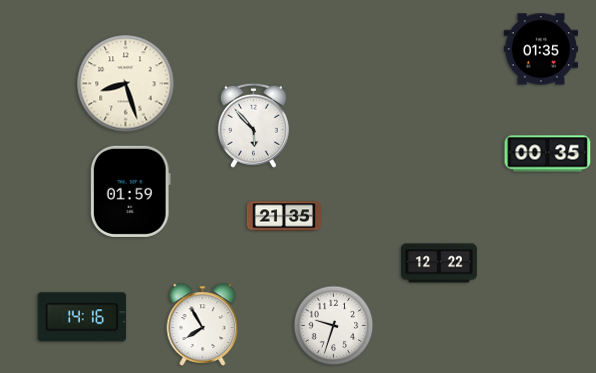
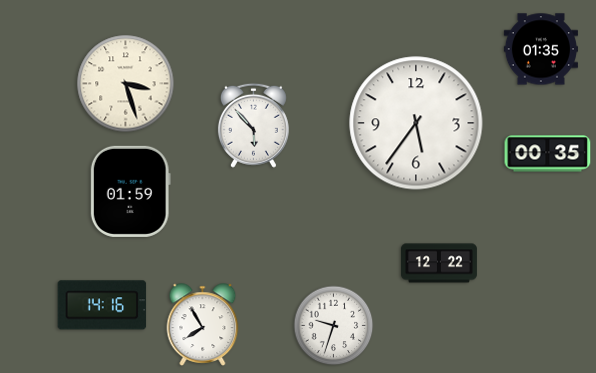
clock at (126, 84): 8:27 -> 3:27
clock at (416, 123): none -> 5:36
clock at (283, 216): 21:35 -> none
clock at (82, 317) position: (82, 317) -> (102, 305)
